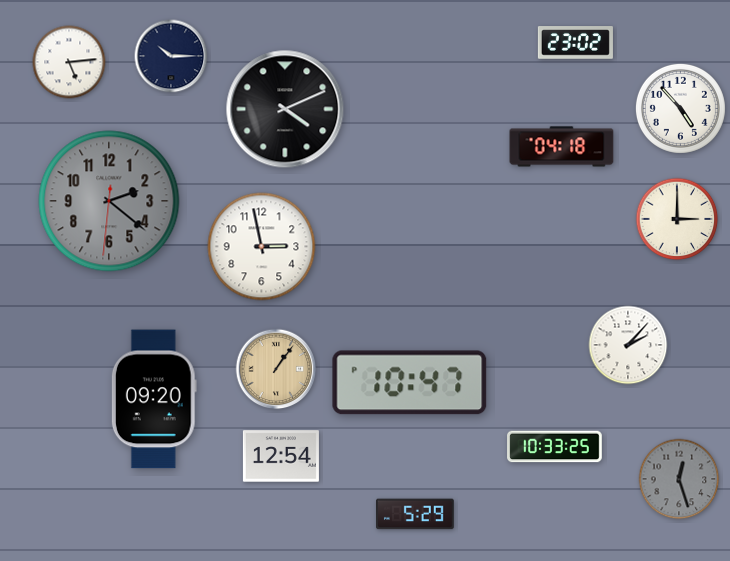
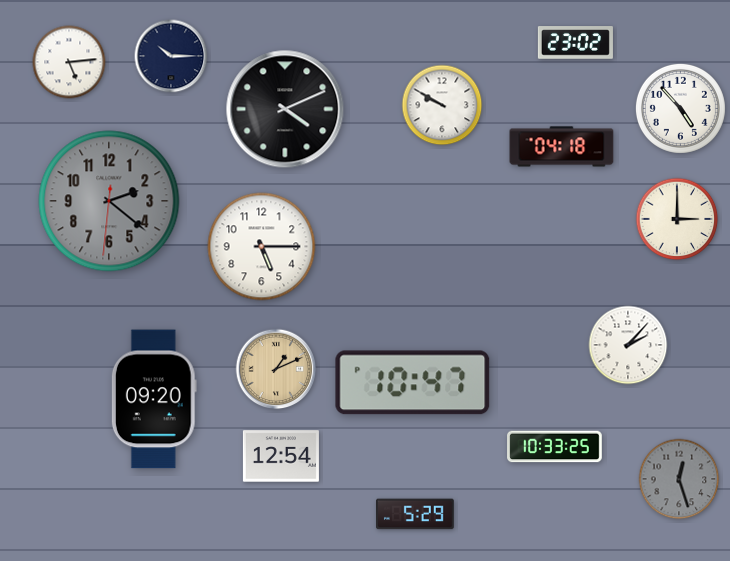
clock at (442, 105): none -> 9:50
clock at (262, 247): 2:58 -> 5:15
clock at (276, 369): 1:06 -> 1:11
clock at (410, 383) position: (410, 383) -> (413, 383)
